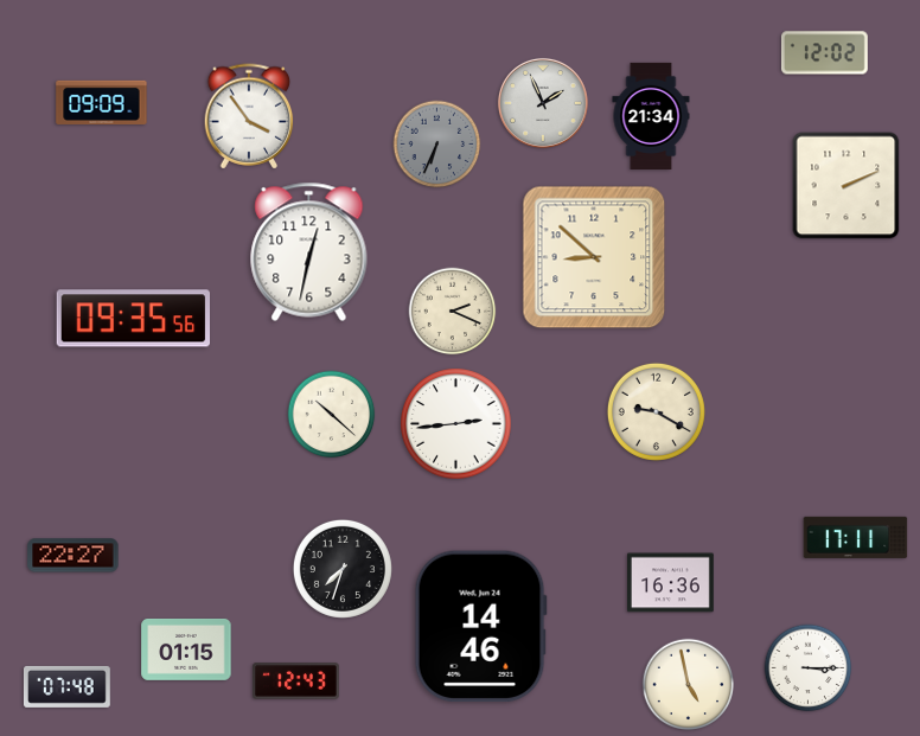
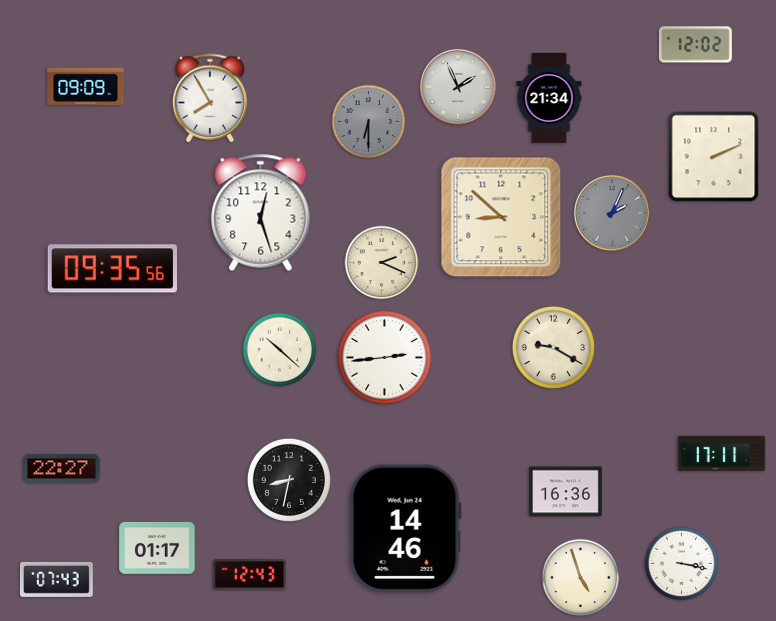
clock at (249, 116): 3:54 -> 7:55
clock at (437, 145): 6:34 -> 6:30
clock at (309, 251): 12:32 -> 12:27
clock at (612, 213): none -> 2:04
clock at (343, 569): 7:33 -> 8:32
clock at (186, 649): 01:15 -> 01:17
clock at (809, 668): 3:15 -> 3:17
clock at (689, 685): 4:58 -> 4:57
clock at (68, 686): 07:48 -> 07:43
